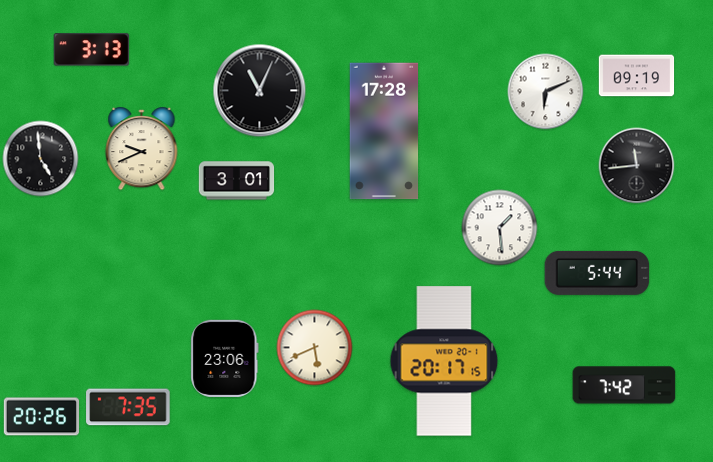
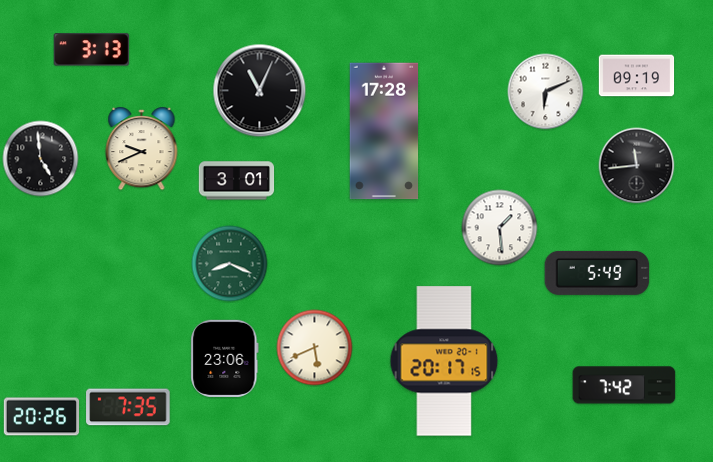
clock at (230, 264): none -> 8:19
clock at (597, 273): 5:44 -> 5:49
